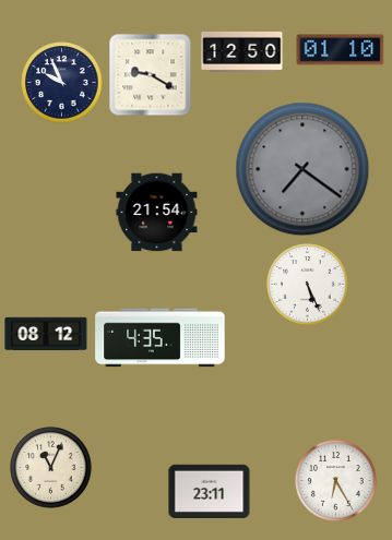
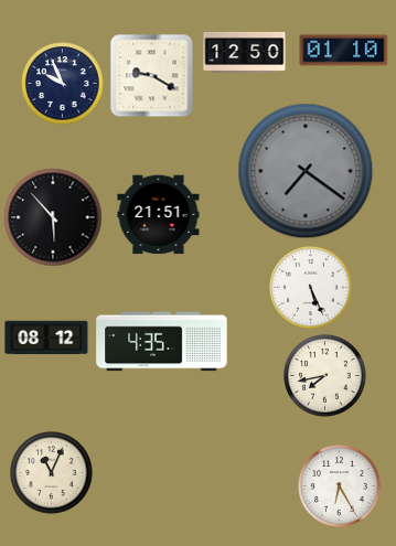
clock at (157, 213): 21:54 -> 21:51
clock at (53, 217): none -> 5:53
clock at (325, 376): none -> 7:43
clock at (210, 491): 23:11 -> none
